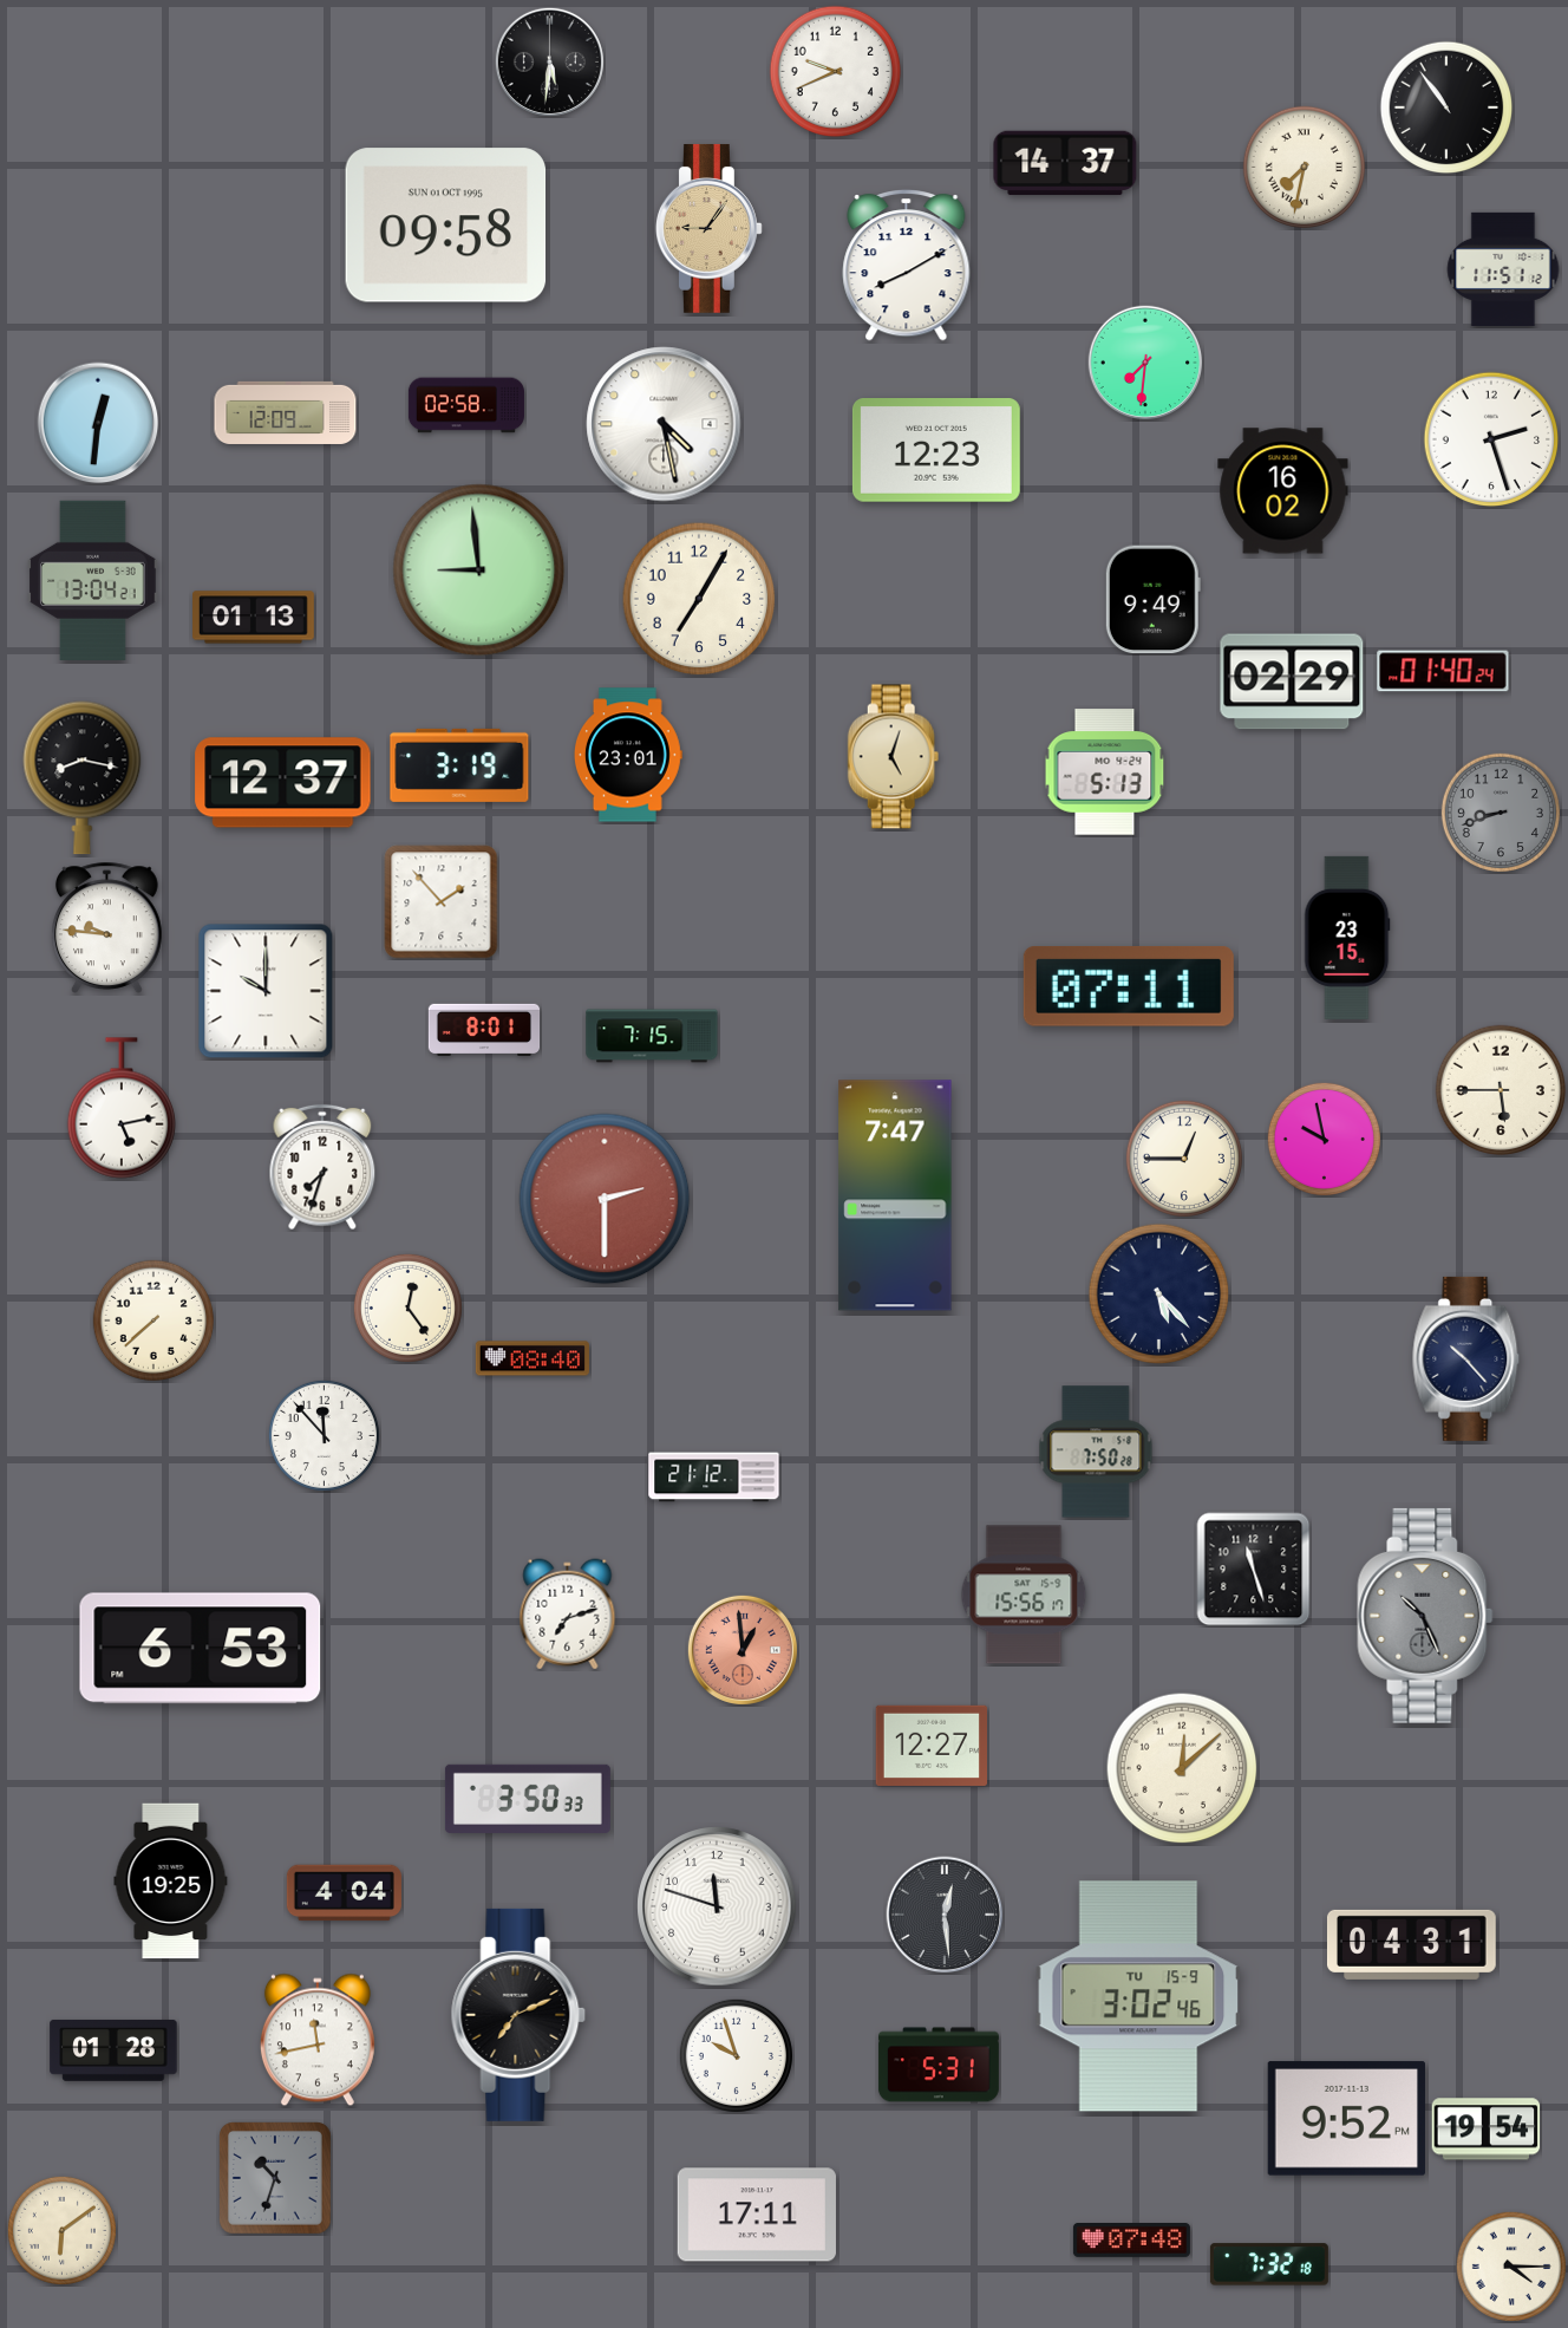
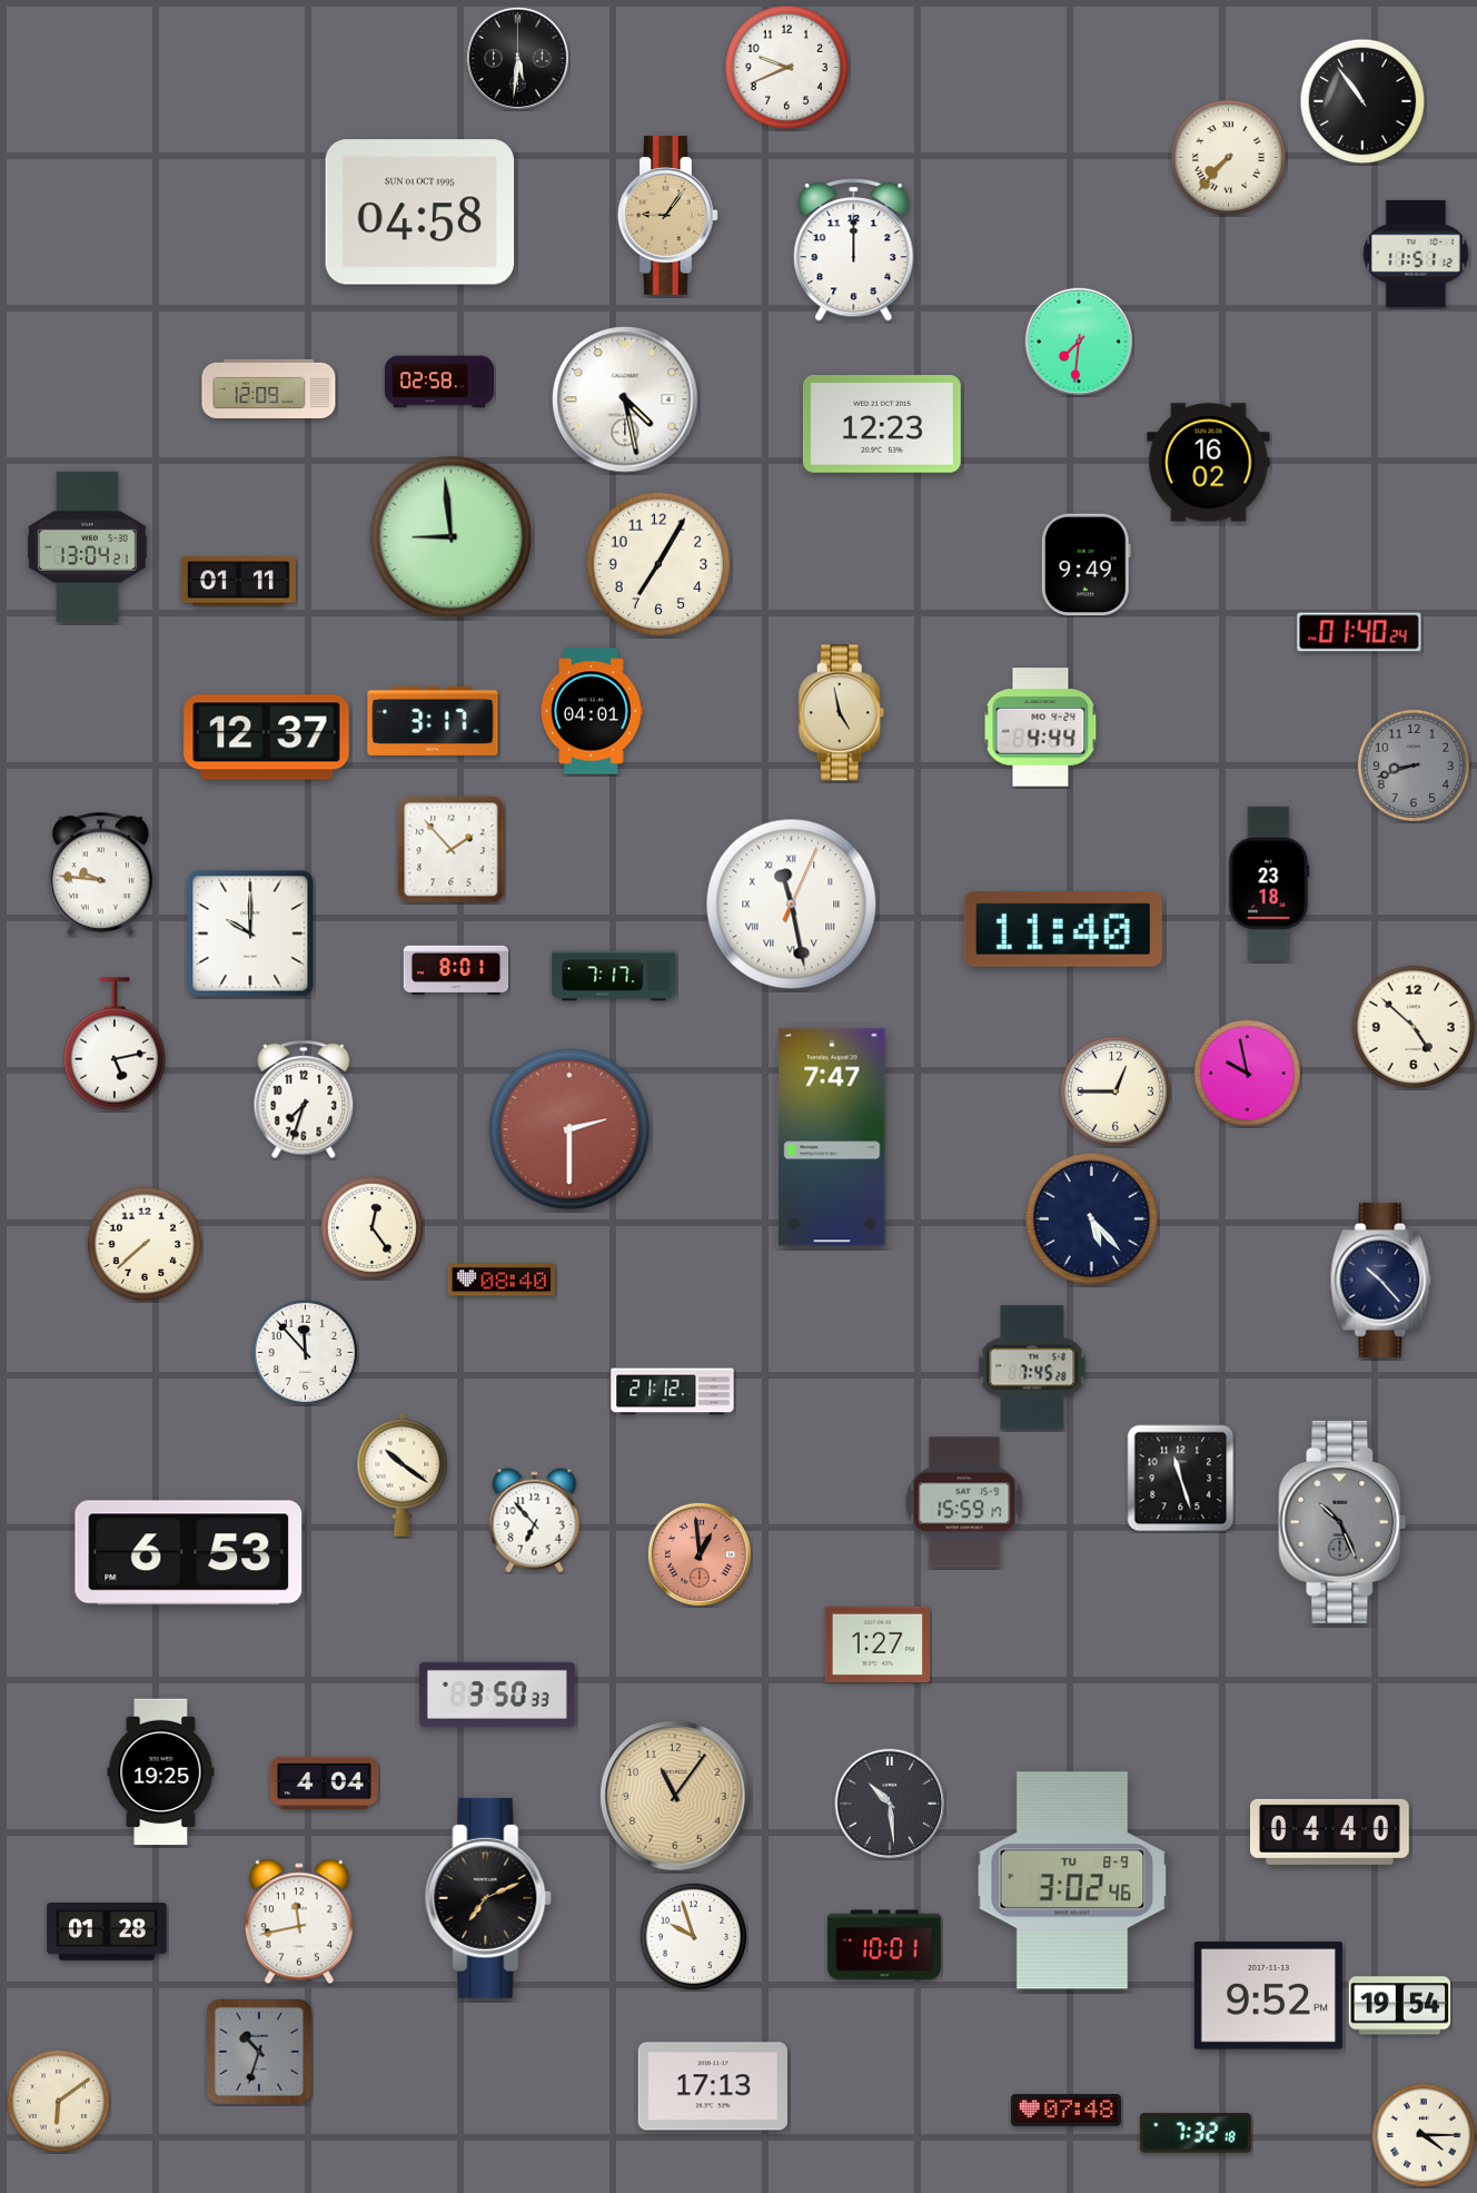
clock at (1065, 163): 14:37 -> none
clock at (1304, 167): 7:32 -> 7:37
clock at (446, 226): 09:58 -> 04:58
clock at (907, 266): 8:10 -> 12:00
clock at (98, 423): 12:31 -> none
clock at (1491, 439): 2:27 -> none
clock at (254, 618): 01:13 -> 01:11
clock at (1292, 682): 02:29 -> none
clock at (628, 755): 23:01 -> 04:01
clock at (894, 757): 5:03 -> 4:58
clock at (459, 765): 3:19 -> 3:17
clock at (1105, 772): 5:13 -> 4:44
clock at (83, 778): 8:17 -> none
clock at (442, 902) position: (442, 902) -> (452, 850)
clock at (1347, 938): 23:15 -> 23:18
clock at (792, 905): none -> 11:28
clock at (1129, 987): 07:11 -> 11:40
clock at (652, 1036): 7:15 -> 7:17
clock at (1501, 1090): 5:45 -> 4:52
clock at (895, 1195) position: (895, 1195) -> (832, 1137)
clock at (407, 1308) position: (407, 1308) -> (371, 1227)
clock at (1096, 1452): 7:50 -> 7:45
clock at (403, 1474): none -> 10:21
clock at (1024, 1595): 15:56 -> 15:59
clock at (568, 1615): 7:12 -> 6:53
clock at (930, 1746): 12:27 -> 1:27
clock at (1182, 1768): 12:08 -> none
clock at (717, 1906): 11:48 -> 11:06
clock at (717, 1906) dial: white -> champagne
clock at (945, 1915): 12:29 -> 10:29
clock at (1412, 1944): 04:31 -> 04:40
clock at (1138, 1996) date: TU 15-9 -> TU 8-9
clock at (939, 2065): 5:31 -> 10:01
clock at (757, 2215): 17:11 -> 17:13
